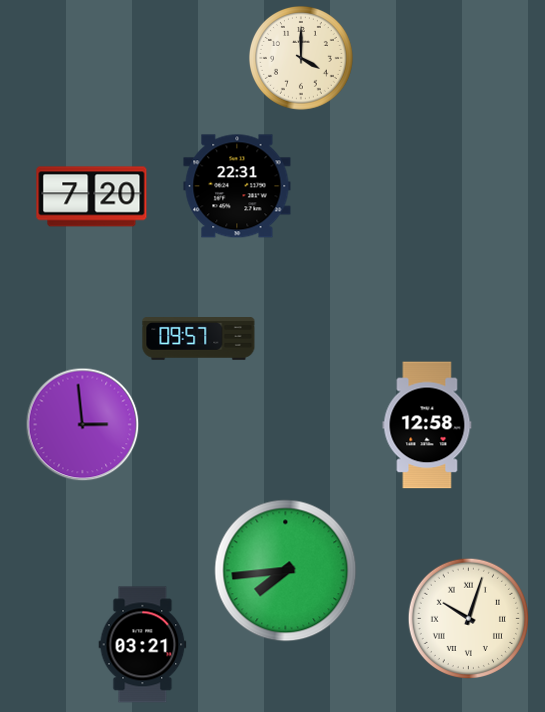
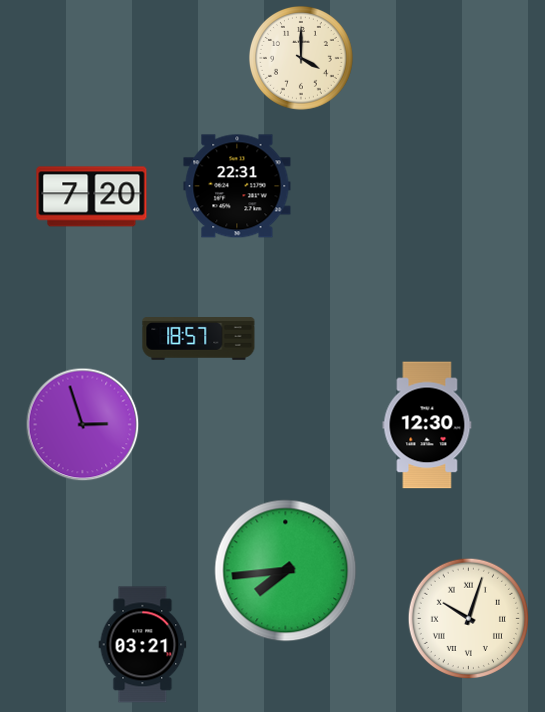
clock at (199, 339): 09:57 -> 18:57
clock at (82, 424): 2:59 -> 2:57
clock at (427, 425): 12:58 -> 12:30
